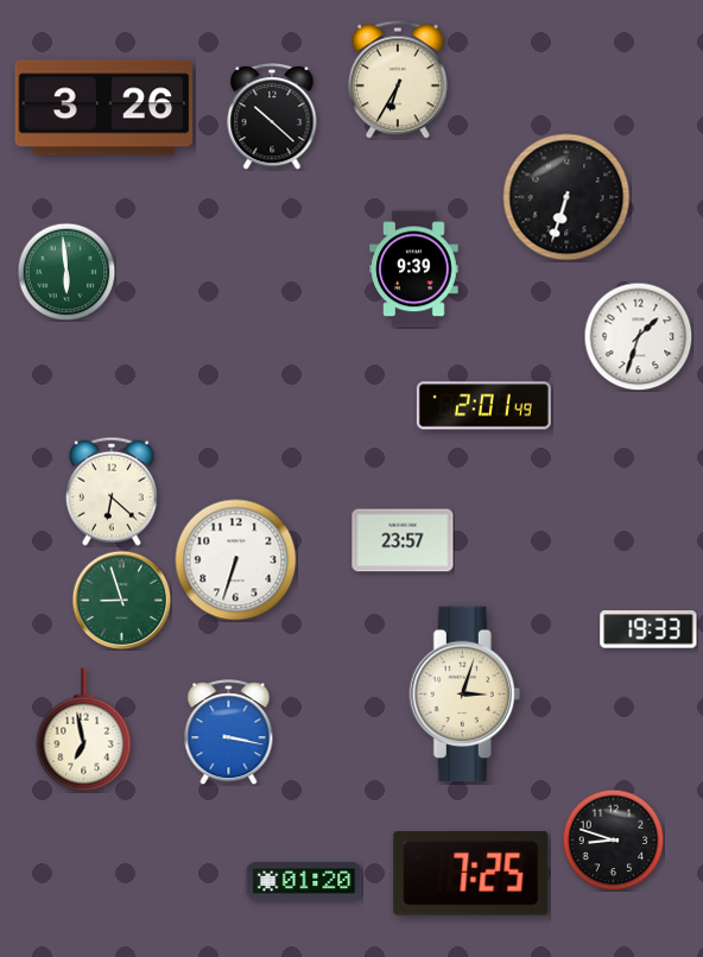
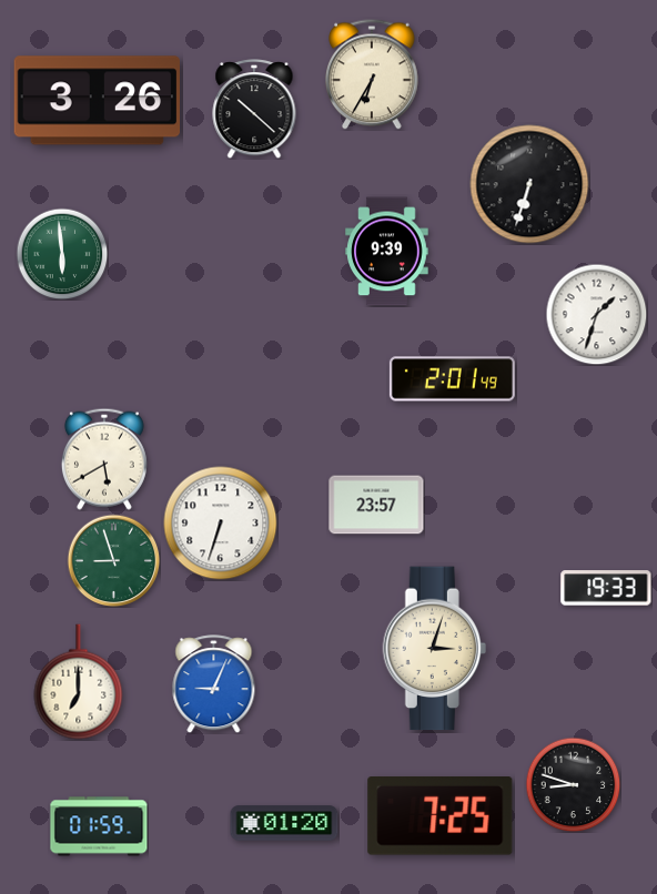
clock at (112, 492): 6:22 -> 5:40
clock at (84, 730): 6:58 -> 7:00
clock at (229, 733): 3:17 -> 9:04
clock at (99, 826): none -> 01:59
